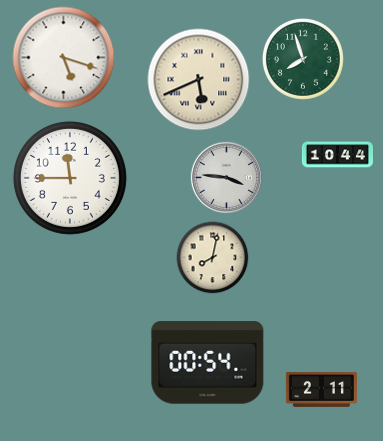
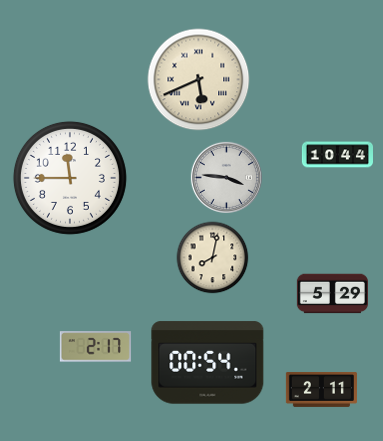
clock at (64, 58): 5:18 -> none
clock at (303, 59): 7:57 -> none
clock at (332, 294): none -> 5:29
clock at (95, 347): none -> 2:17
